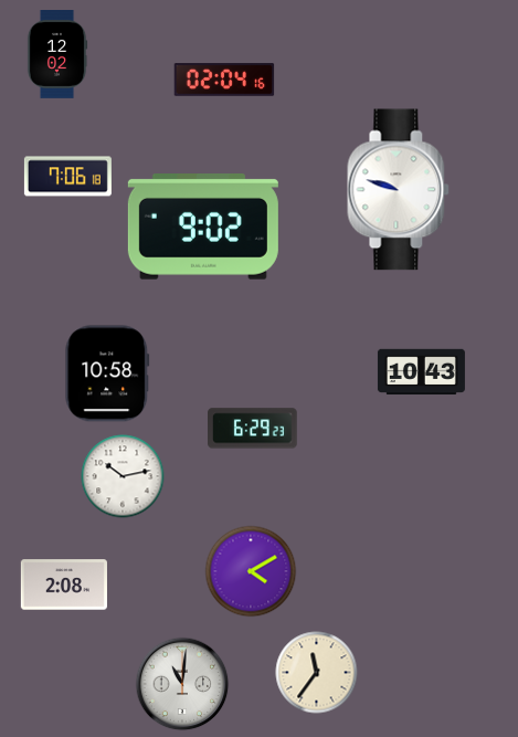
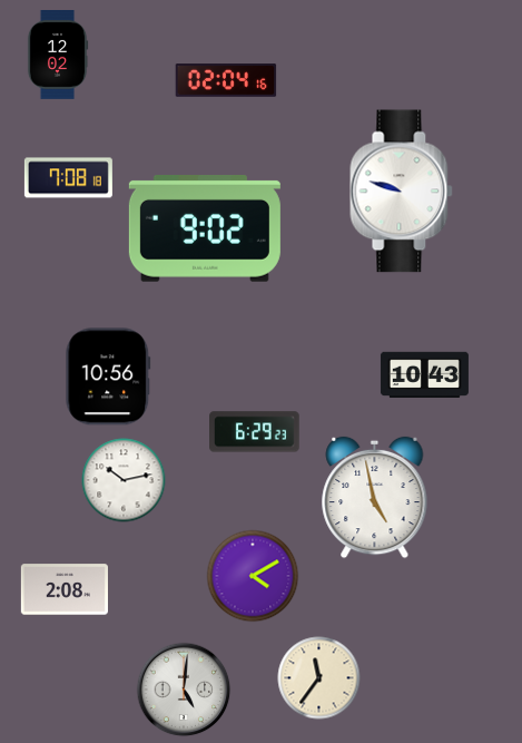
clock at (67, 177): 7:06 -> 7:08
clock at (107, 373): 10:58 -> 10:56
clock at (375, 498): none -> 4:58
clock at (182, 684): 11:01 -> 5:01
